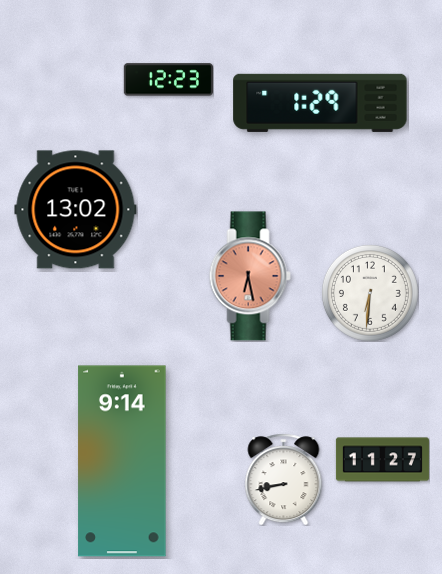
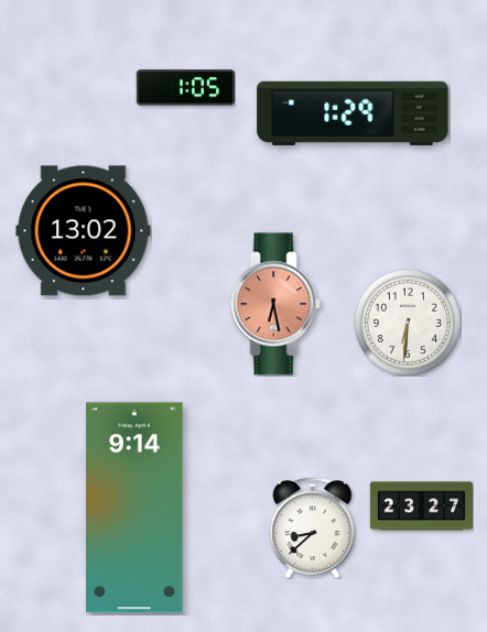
clock at (168, 80): 12:23 -> 1:05
clock at (382, 460): 11:27 -> 23:27
clock at (284, 479): 8:43 -> 8:38
